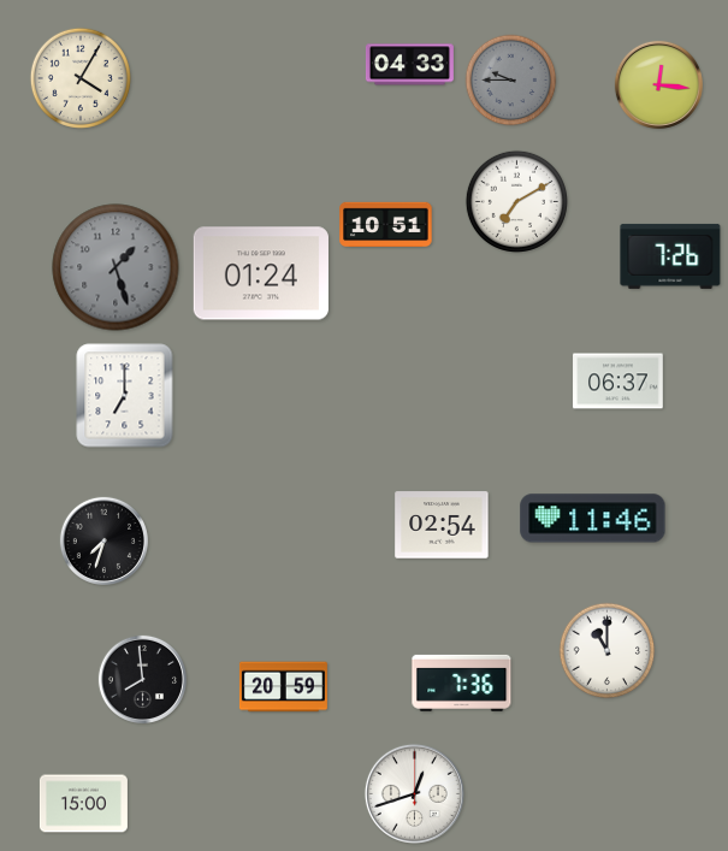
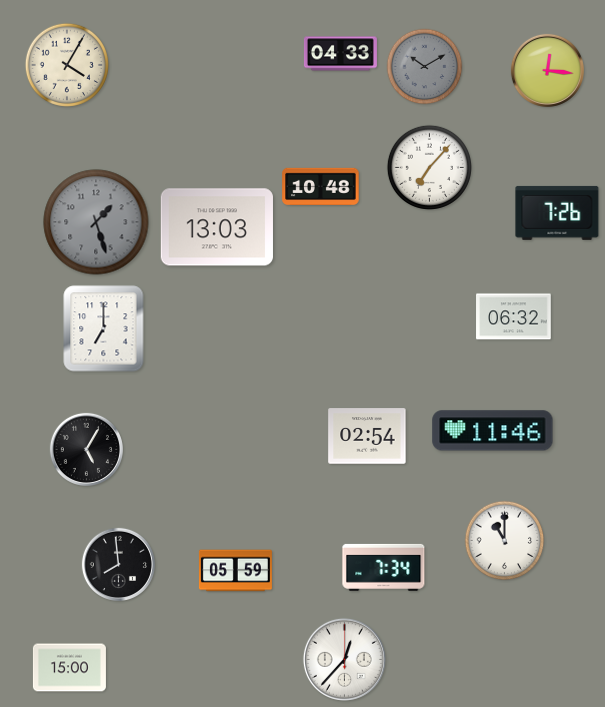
clock at (511, 81): 9:45 -> 10:10
clock at (516, 201): 7:10 -> 7:07
clock at (386, 224): 10:51 -> 10:48
clock at (261, 273): 01:24 -> 13:03
clock at (618, 382): 06:37 -> 06:32
clock at (103, 540): 7:33 -> 5:05
clock at (462, 682): 7:36 -> 7:34
clock at (283, 687): 20:59 -> 05:59
clock at (414, 793): 12:42 -> 12:37
